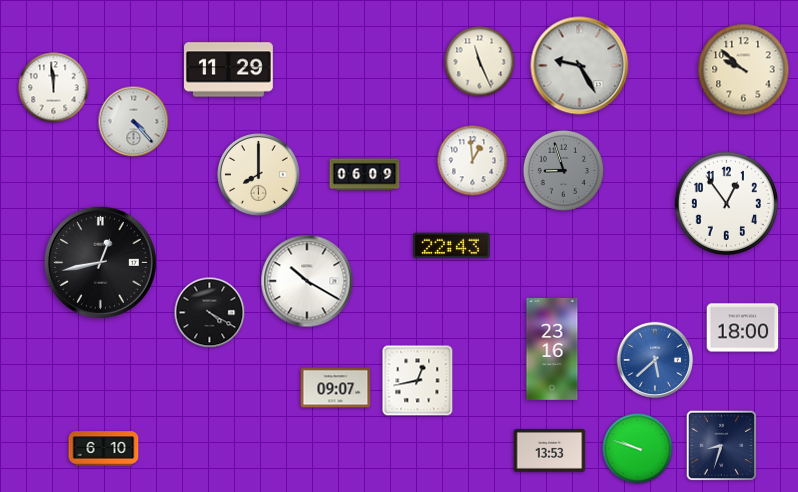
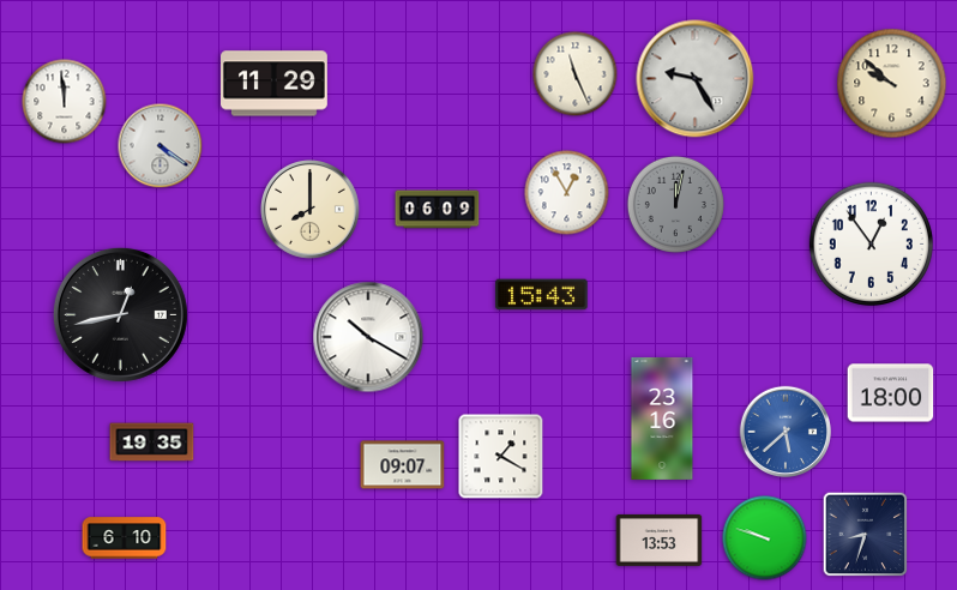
clock at (54, 88) position: (54, 88) -> (65, 102)
clock at (134, 122): 4:23 -> 4:21
clock at (473, 161): 12:59 -> 12:55
clock at (563, 170): 8:57 -> 12:02
clock at (452, 246): 22:43 -> 15:43
clock at (210, 313): 4:20 -> none
clock at (152, 442): none -> 19:35
clock at (418, 381): 12:43 -> 1:20
